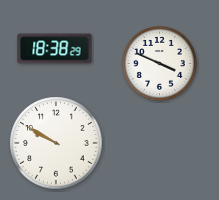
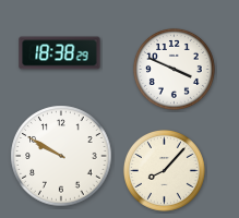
clock at (164, 170): none -> 8:07
